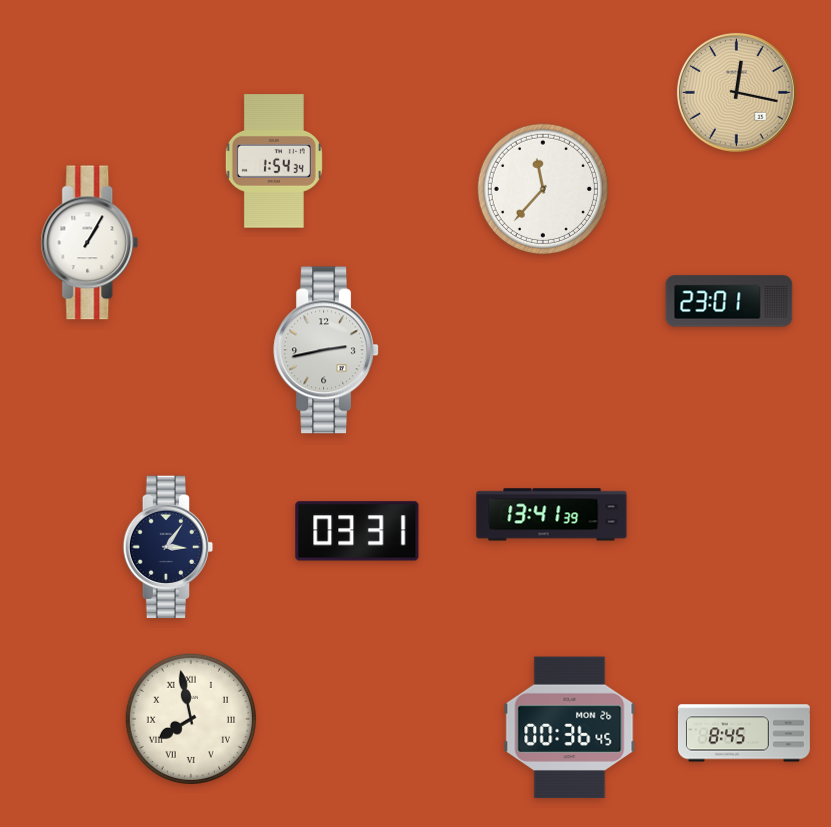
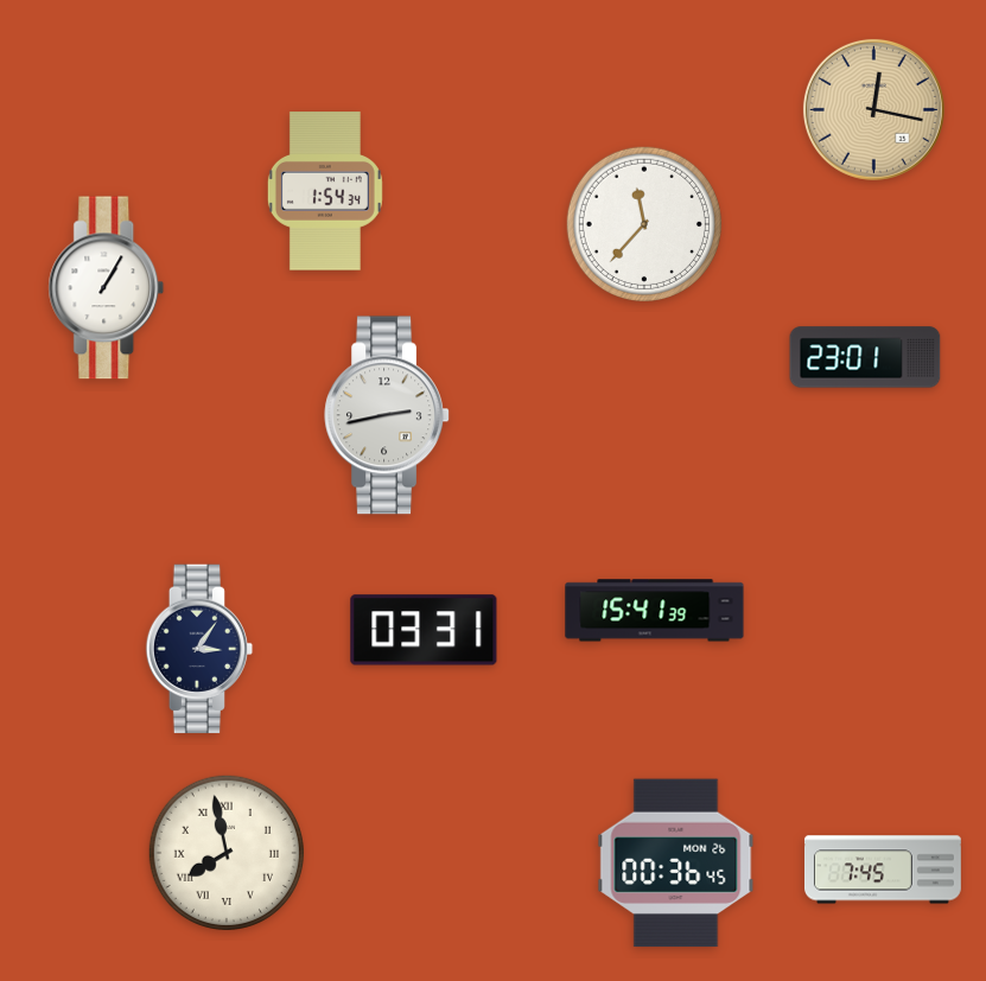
clock at (552, 515): 13:41 -> 15:41
clock at (744, 733): 8:45 -> 7:45
